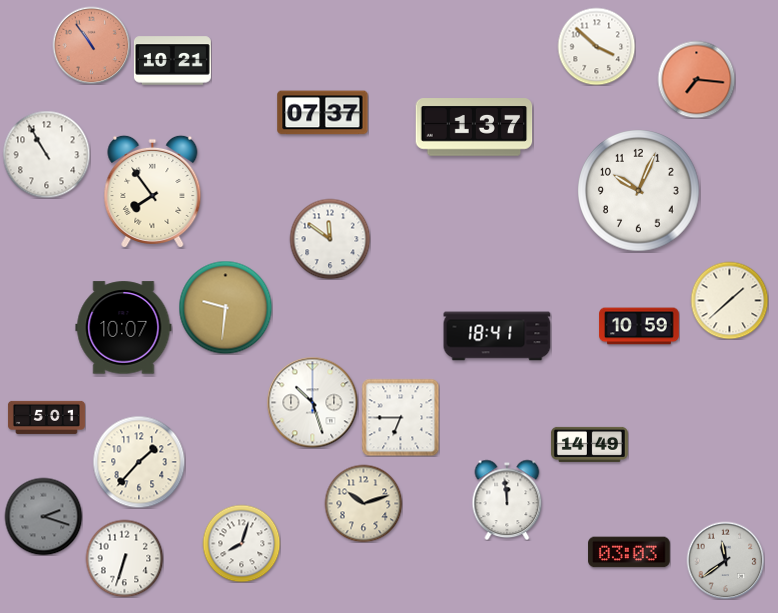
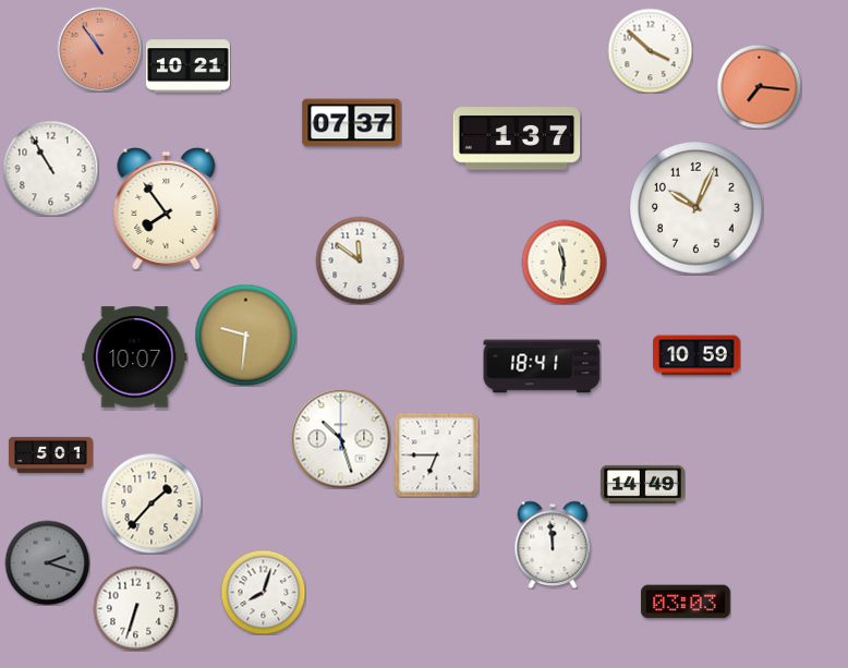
clock at (564, 262): none -> 11:31
clock at (729, 300): 1:38 -> none
clock at (363, 503): 10:12 -> none
clock at (725, 560): 11:39 -> none
